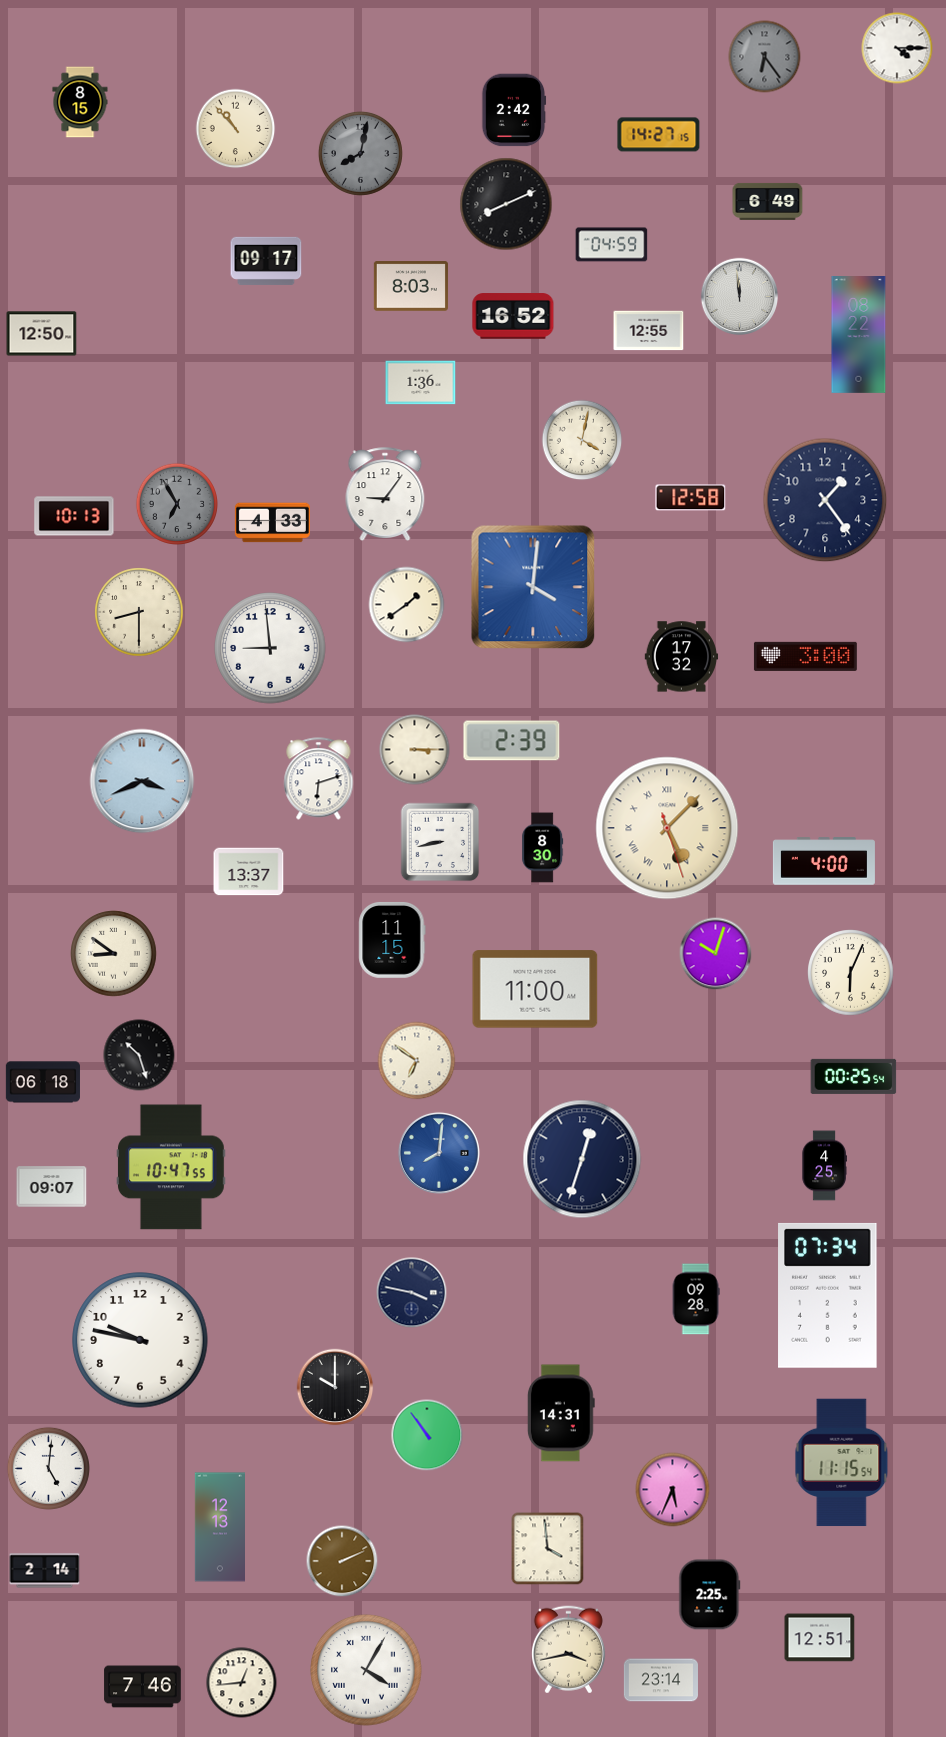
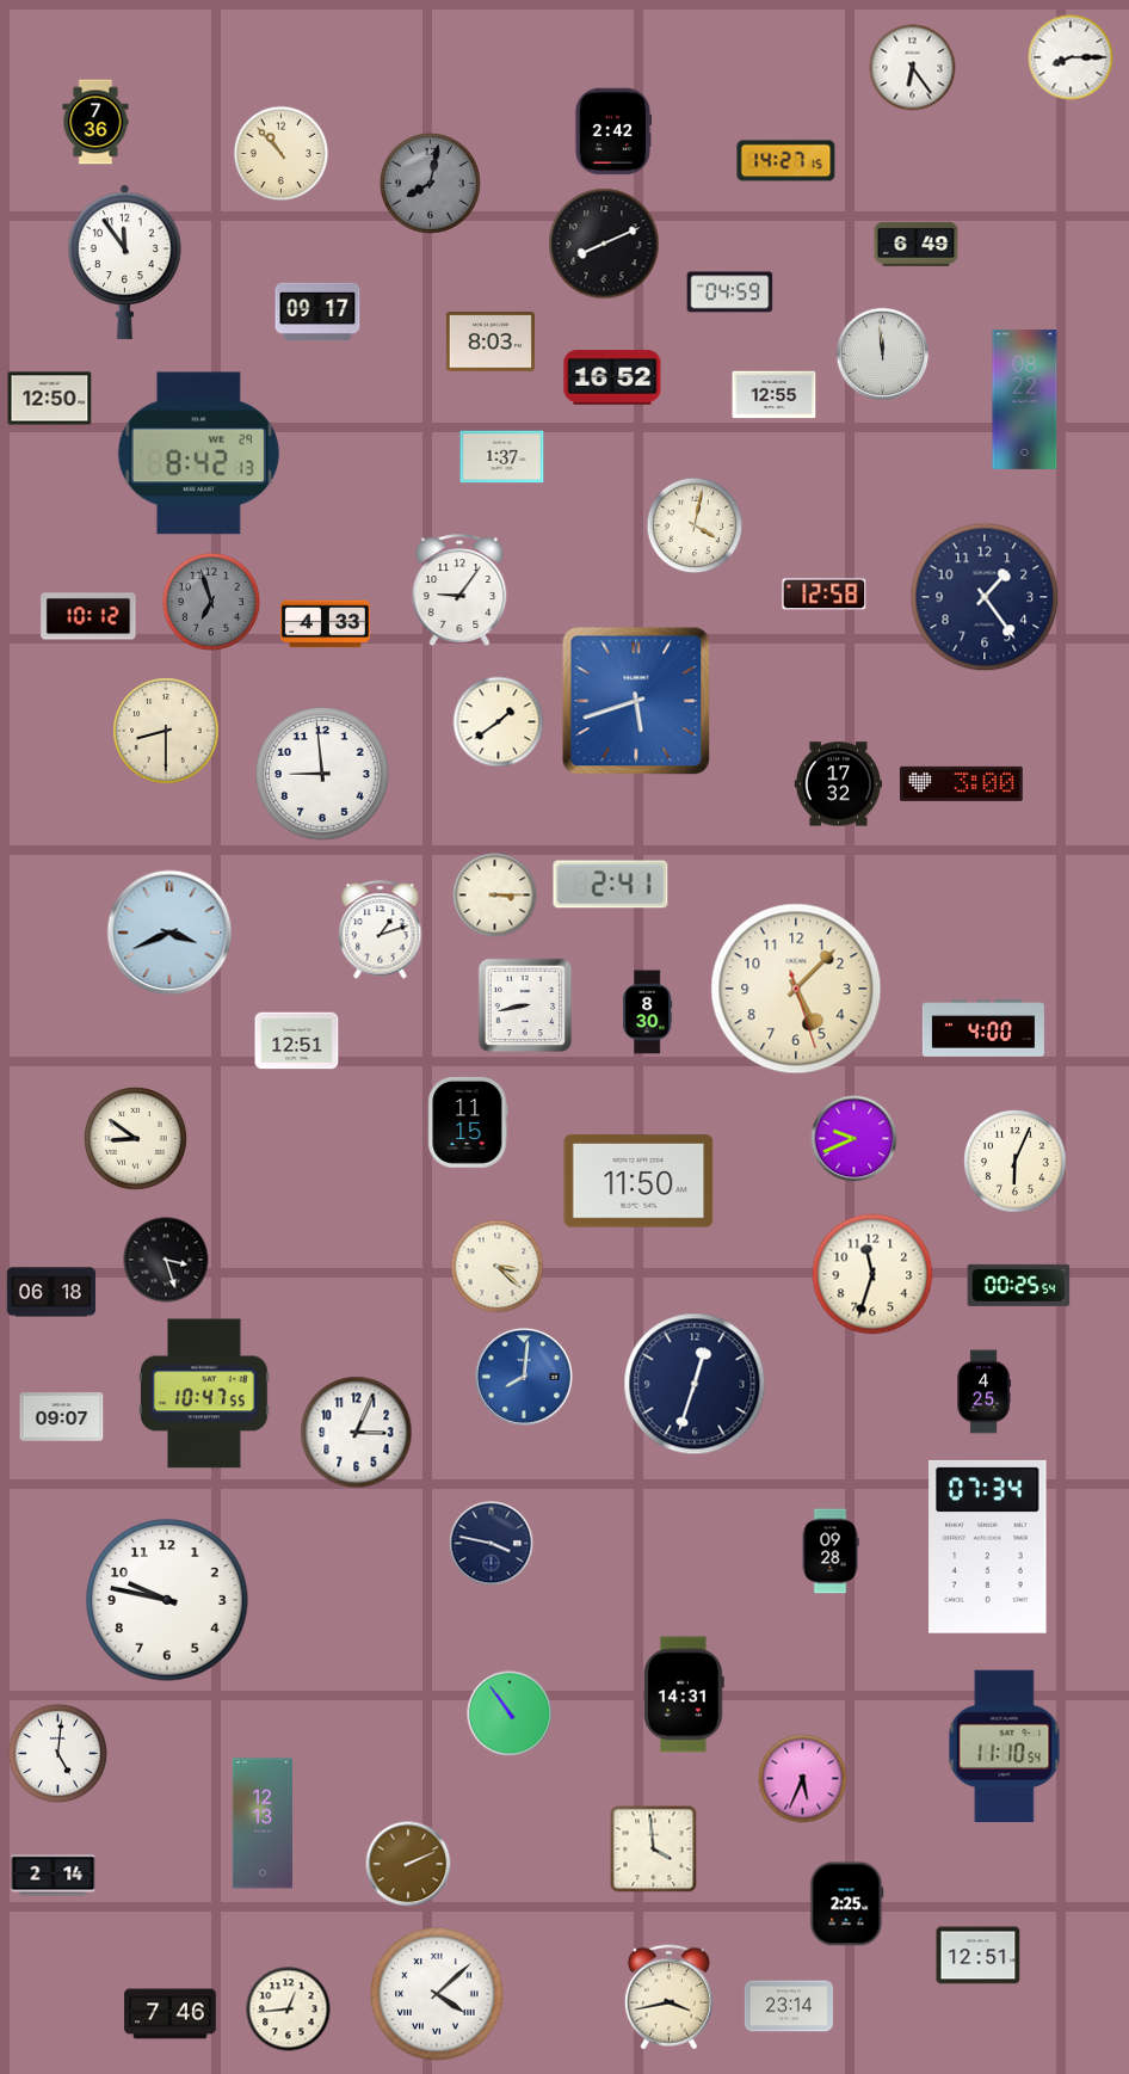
clock at (897, 48): 4:15 -> 8:15
clock at (765, 57) dial: grey -> white
clock at (80, 102): 8:15 -> 7:36
clock at (768, 201) position: (768, 201) -> (917, 244)
clock at (125, 261): none -> 11:54
clock at (198, 454): none -> 8:42
clock at (421, 383): 1:36 -> 1:37
clock at (177, 504): 6:55 -> 6:57
clock at (74, 516): 10:13 -> 10:12
clock at (533, 587): 4:01 -> 5:42
clock at (407, 605) position: (407, 605) -> (499, 722)
clock at (682, 657) position: (682, 657) -> (839, 784)
clock at (512, 741): 2:39 -> 2:41
clock at (319, 779): 6:12 -> 1:12
clock at (667, 828) numerals: Roman -> Arabic
clock at (249, 872): 13:37 -> 12:51
clock at (716, 954): 10:03 -> 9:41
clock at (535, 989): 11:00 -> 11:50
clock at (139, 1055): 10:27 -> 3:27
clock at (417, 1061): 6:51 -> 3:22
clock at (872, 1274): none -> 11:33
clock at (357, 1433): none -> 3:04
clock at (335, 1387): 10:00 -> none
clock at (561, 1413) position: (561, 1413) -> (684, 1694)
clock at (842, 1463): 11:15 -> 11:10
clock at (568, 1650) position: (568, 1650) -> (668, 1998)
clock at (366, 1670): 4:05 -> 4:08
